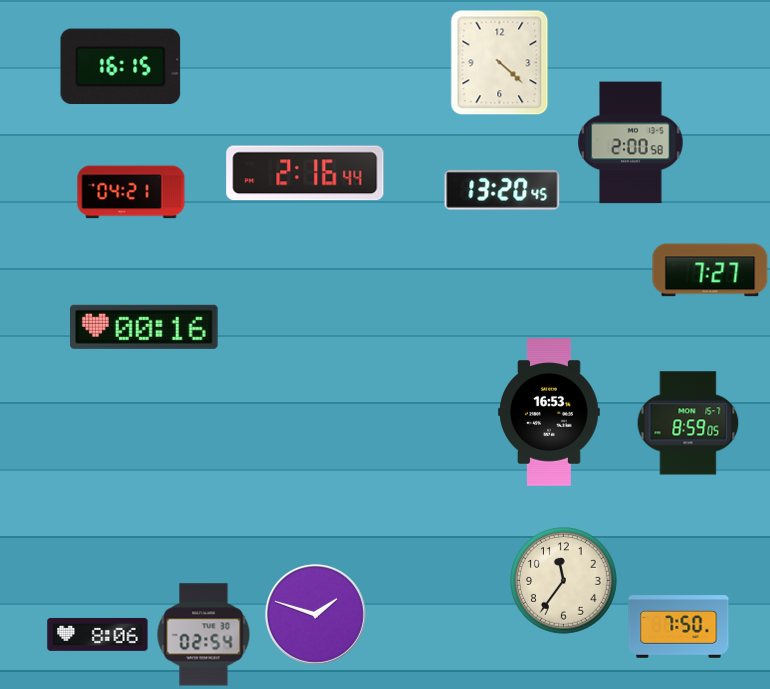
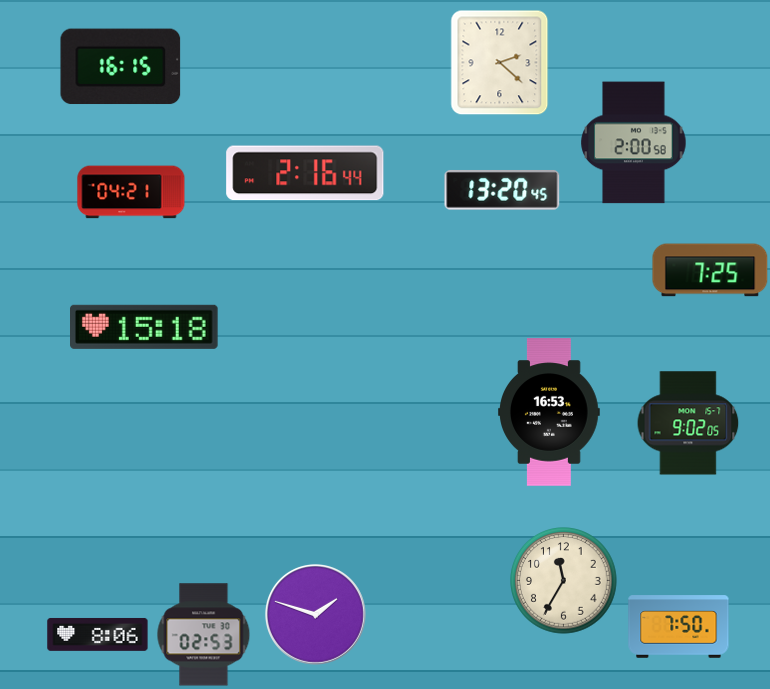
clock at (500, 62): 4:22 -> 2:22
clock at (631, 143) position: (631, 143) -> (634, 143)
clock at (710, 270): 7:27 -> 7:25
clock at (145, 327): 00:16 -> 15:18
clock at (688, 423): 8:59 -> 9:02
clock at (564, 581): 11:36 -> 11:35
clock at (204, 635): 02:54 -> 02:53
